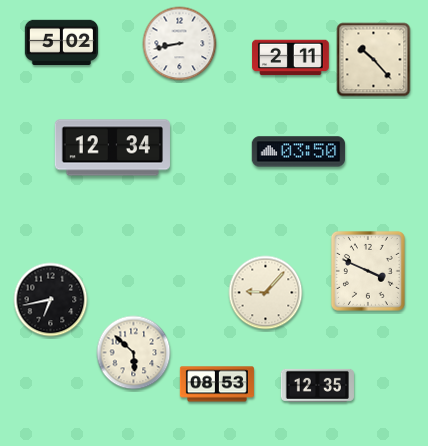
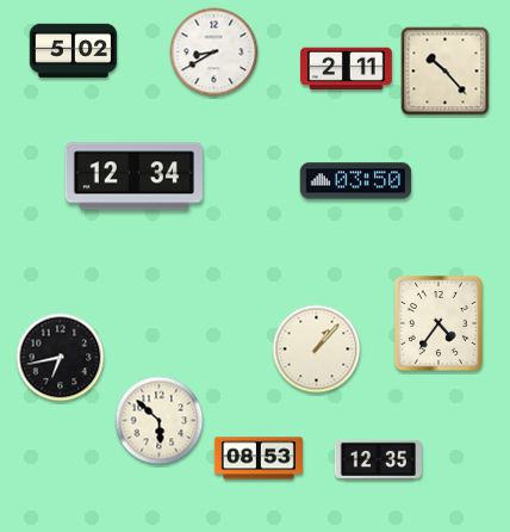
clock at (180, 44): 8:43 -> 8:40
clock at (368, 271): 3:49 -> 4:36
clock at (266, 293): 9:07 -> 1:07
